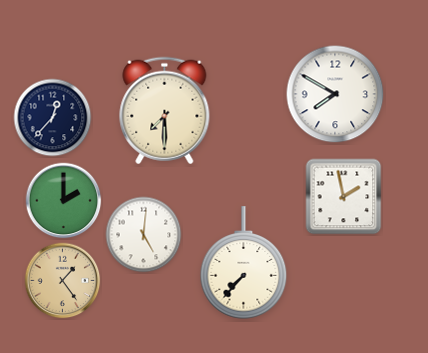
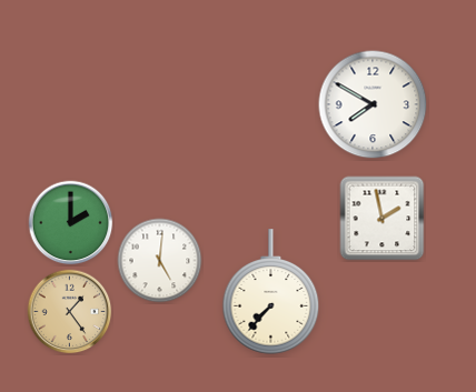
clock at (165, 111): 7:30 -> none
clock at (53, 118): 12:37 -> none
